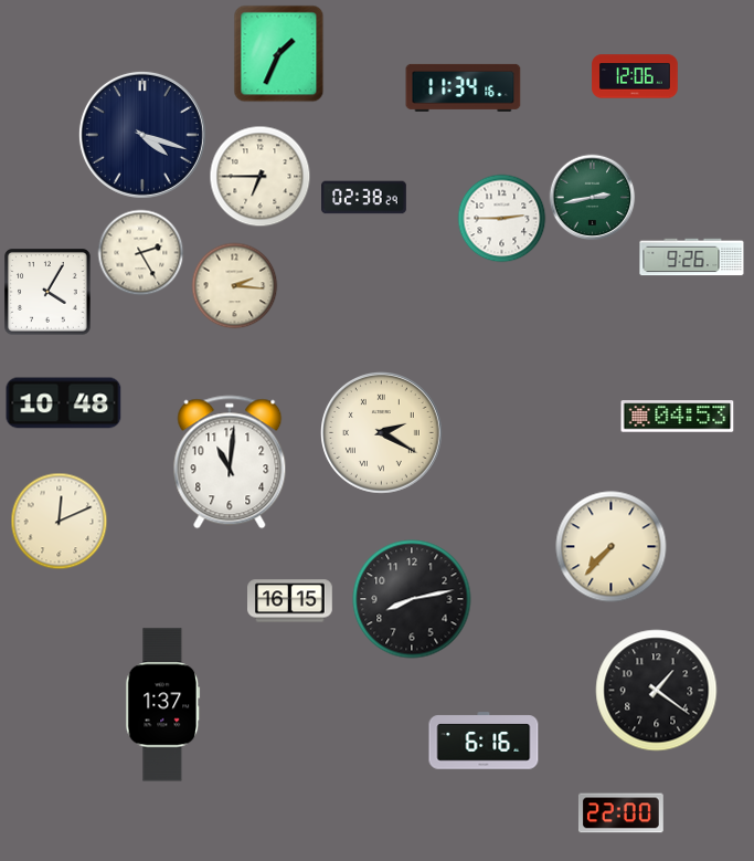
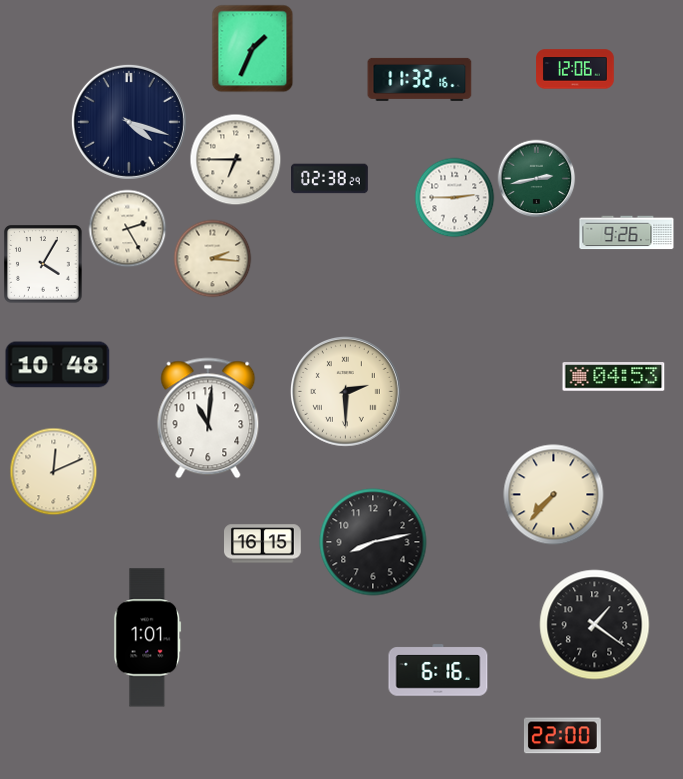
clock at (464, 87): 11:34 -> 11:32
clock at (382, 433): 2:20 -> 2:30
clock at (163, 705): 1:37 -> 1:01
